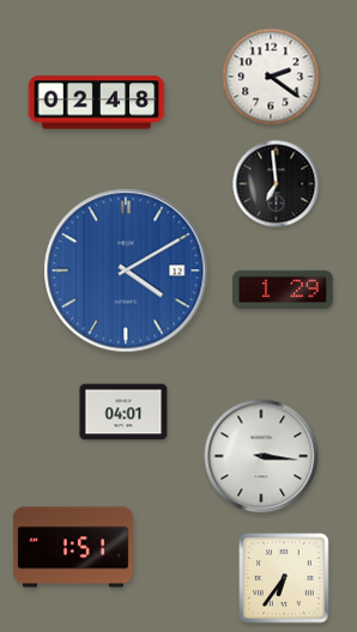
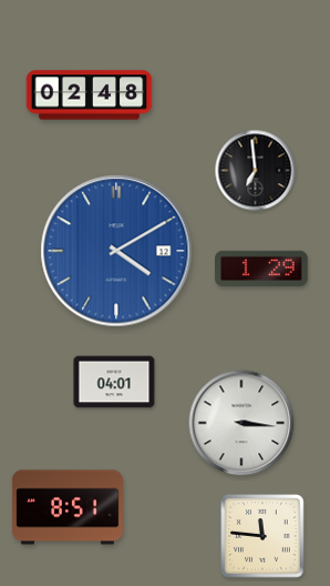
clock at (271, 77): 2:21 -> none
clock at (73, 547): 1:51 -> 8:51
clock at (284, 578): 6:36 -> 11:46
